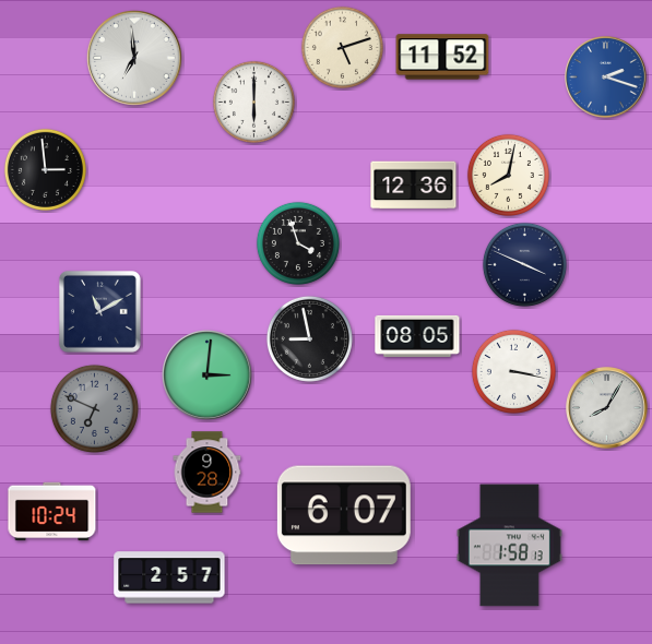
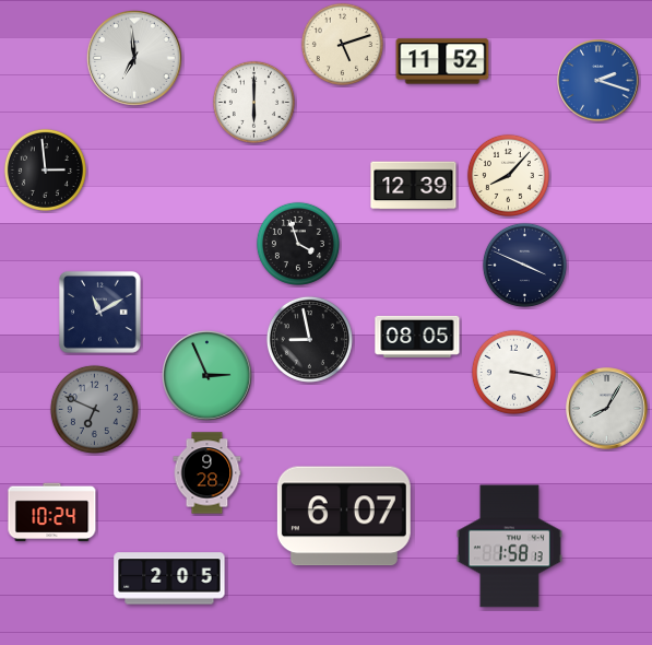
clock at (342, 47) position: (342, 47) -> (342, 44)
clock at (442, 57) position: (442, 57) -> (442, 61)
clock at (606, 77) position: (606, 77) -> (598, 81)
clock at (508, 175): 8:02 -> 8:07
clock at (414, 186): 12:36 -> 12:39
clock at (208, 375): 3:01 -> 2:56
clock at (169, 577): 2:57 -> 2:05
